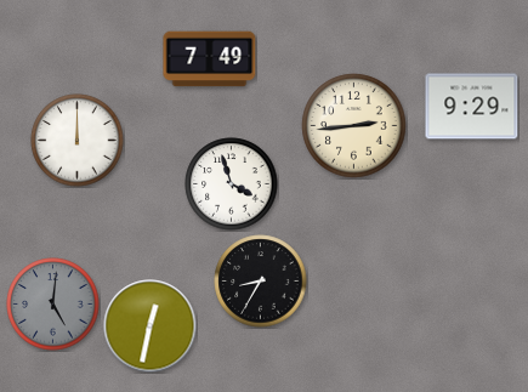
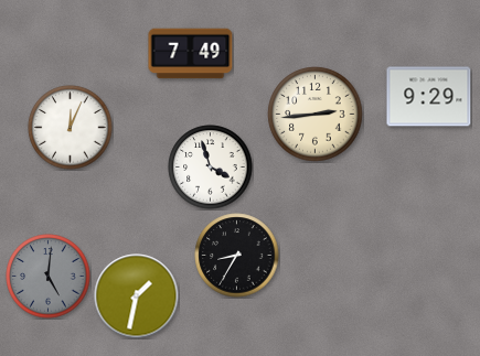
clock at (354, 126) position: (354, 126) -> (316, 115)
clock at (78, 141): 12:00 -> 12:04
clock at (151, 326): 12:32 -> 1:32
